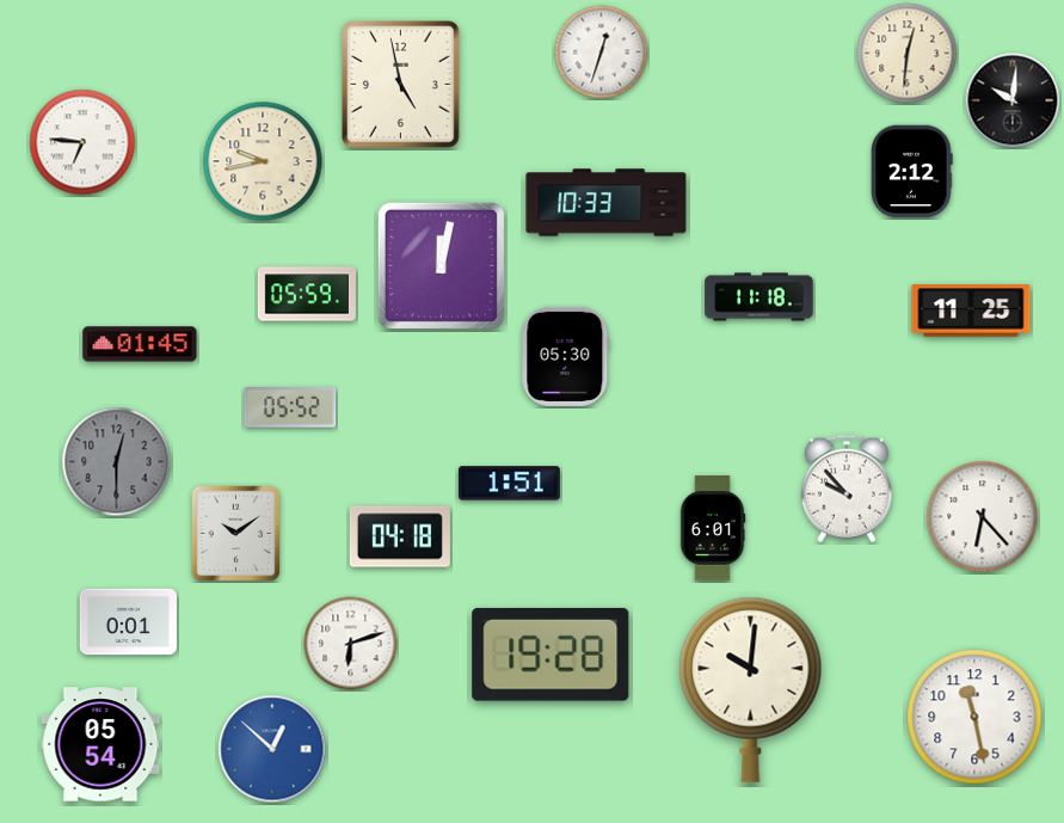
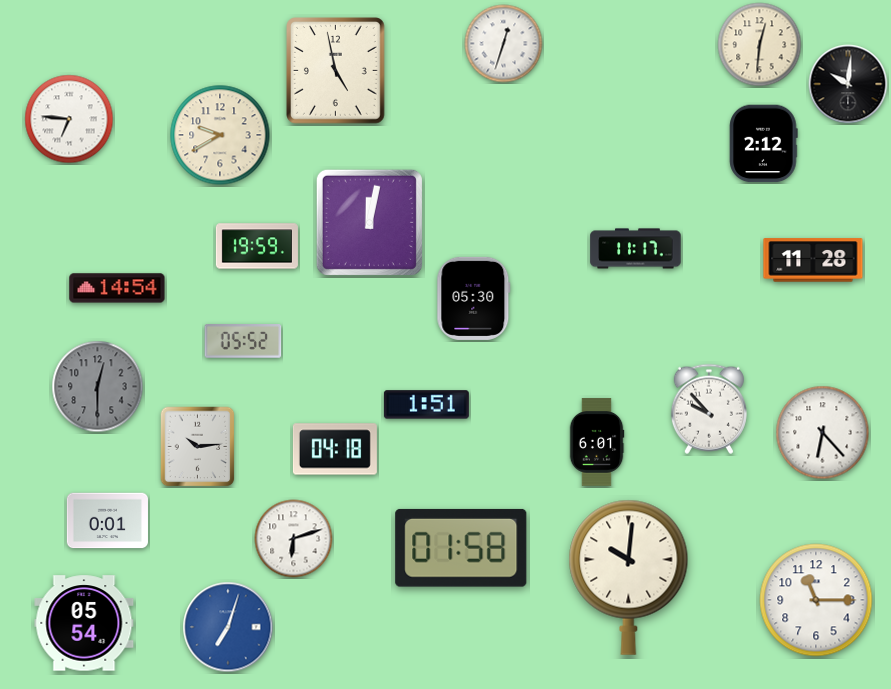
clock at (263, 161): 9:43 -> 9:40
clock at (607, 203): 10:33 -> none
clock at (307, 294): 05:59 -> 19:59
clock at (759, 297): 11:18 -> 11:17
clock at (971, 311): 11:25 -> 11:28
clock at (140, 344): 01:45 -> 14:54
clock at (236, 534): 10:09 -> 10:14
clock at (551, 655): 19:28 -> 01:58
clock at (974, 717): 11:28 -> 11:15
clock at (272, 749): 12:52 -> 7:03
